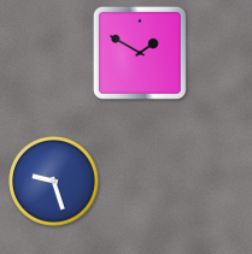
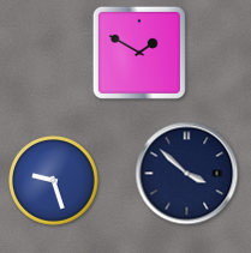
clock at (187, 174): none -> 3:52
